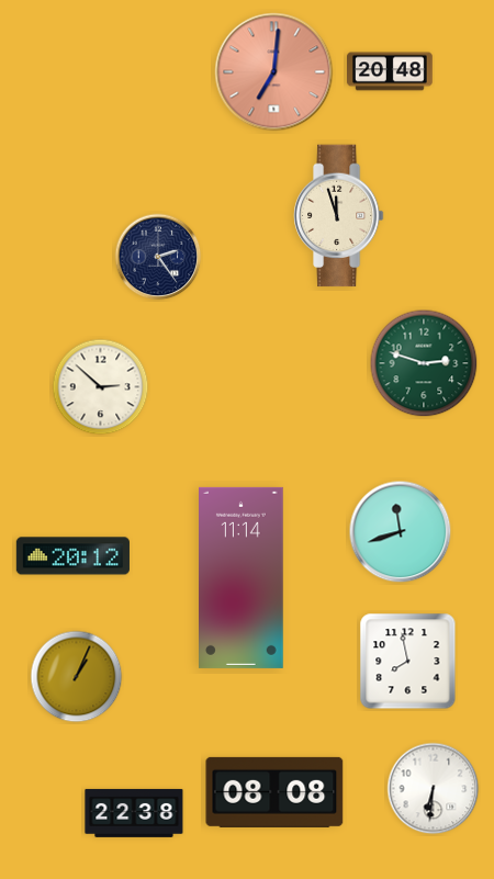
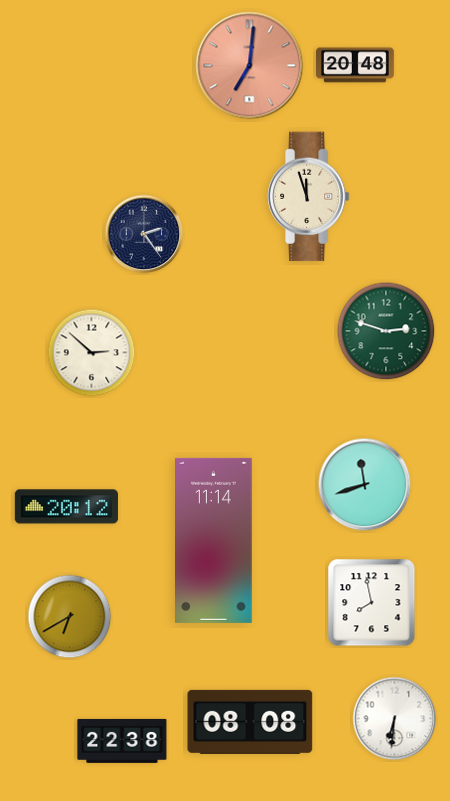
clock at (242, 577) position: (242, 577) -> (214, 540)
clock at (77, 677): 1:04 -> 6:40
